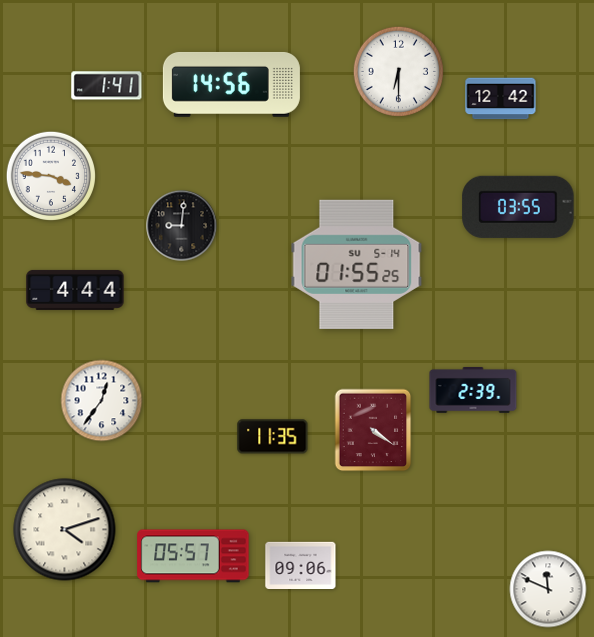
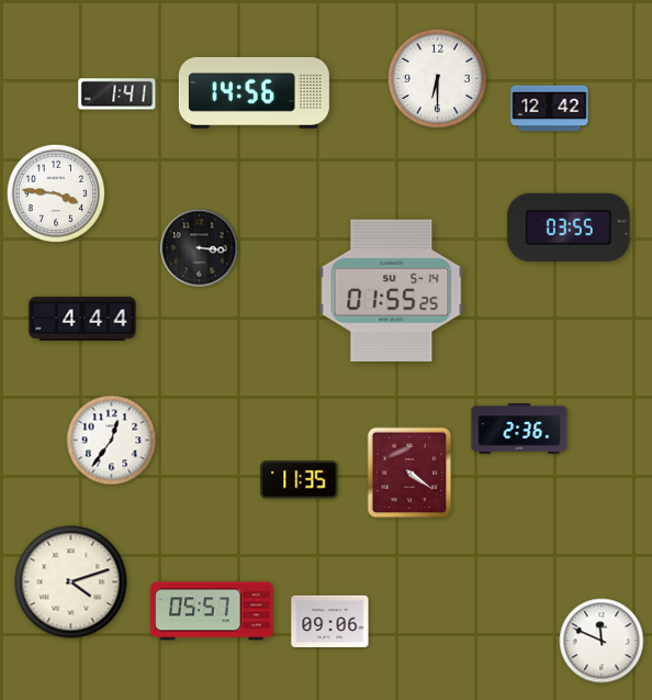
clock at (182, 226): 9:01 -> 3:16
clock at (473, 390): 2:39 -> 2:36
clock at (548, 589) position: (548, 589) -> (602, 641)
